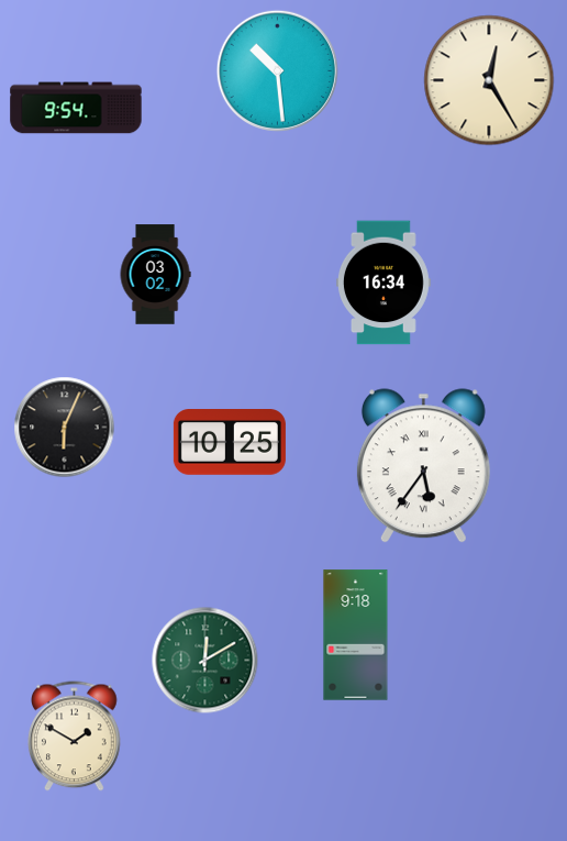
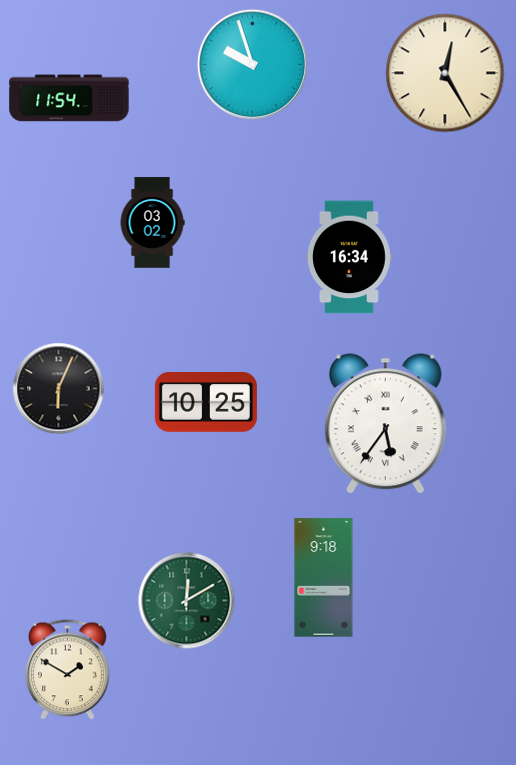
clock at (277, 70): 10:29 -> 9:57
clock at (76, 108): 9:54 -> 11:54
clock at (155, 275) position: (155, 275) -> (152, 223)
clock at (230, 443) position: (230, 443) -> (206, 403)
